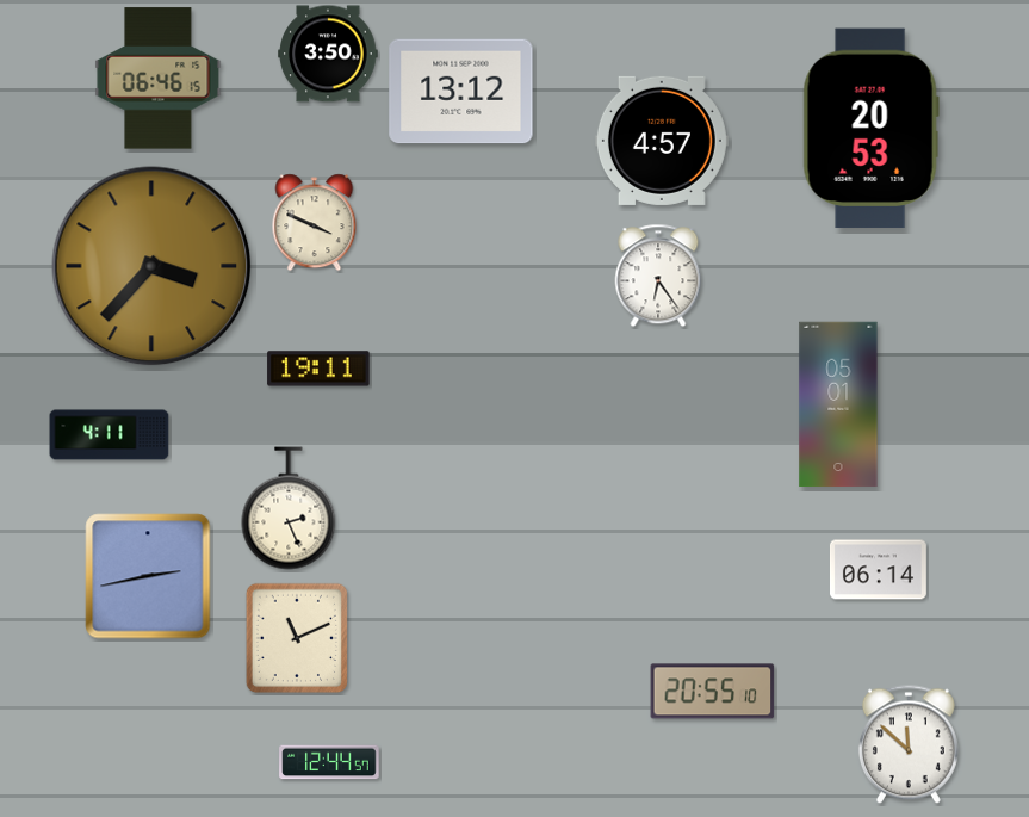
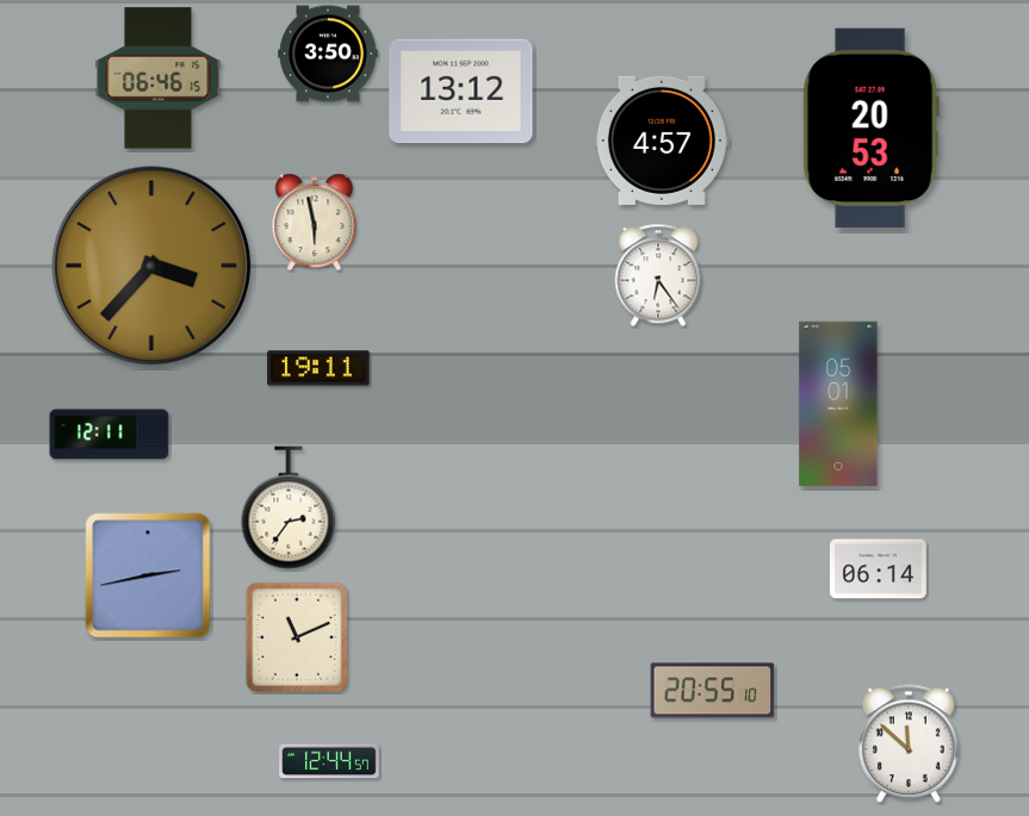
clock at (315, 223): 3:49 -> 5:58
clock at (110, 435): 4:11 -> 12:11
clock at (289, 508): 2:26 -> 2:36
